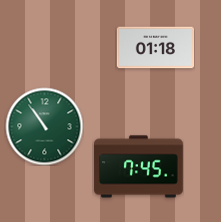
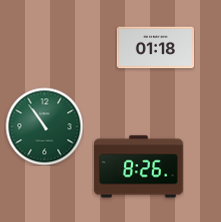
clock at (139, 167): 7:45 -> 8:26
